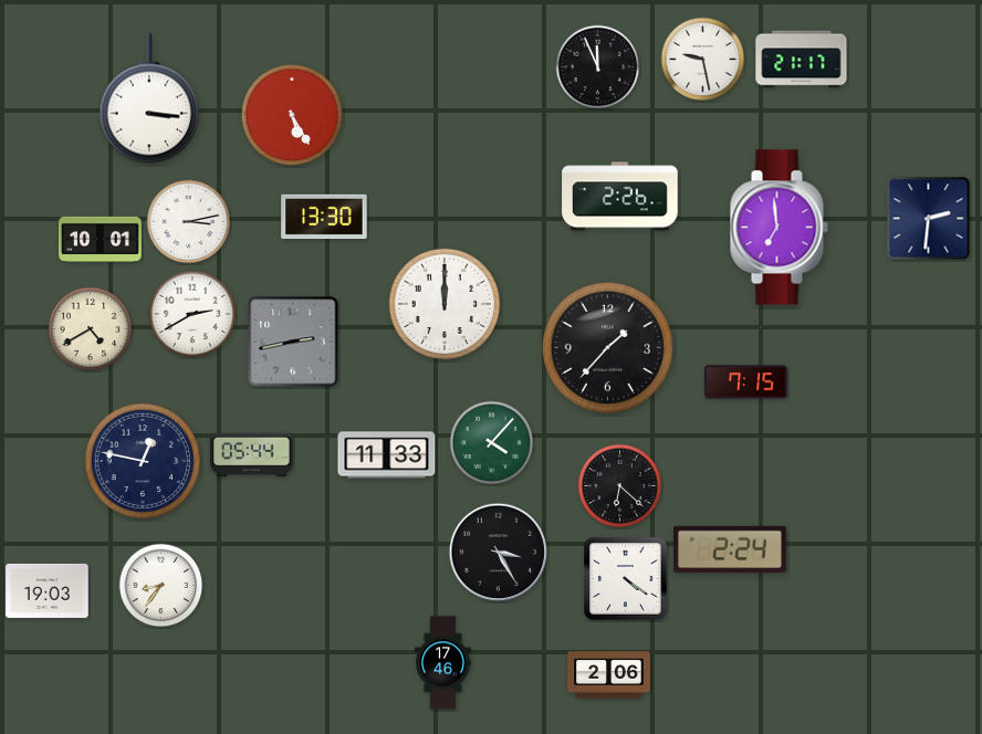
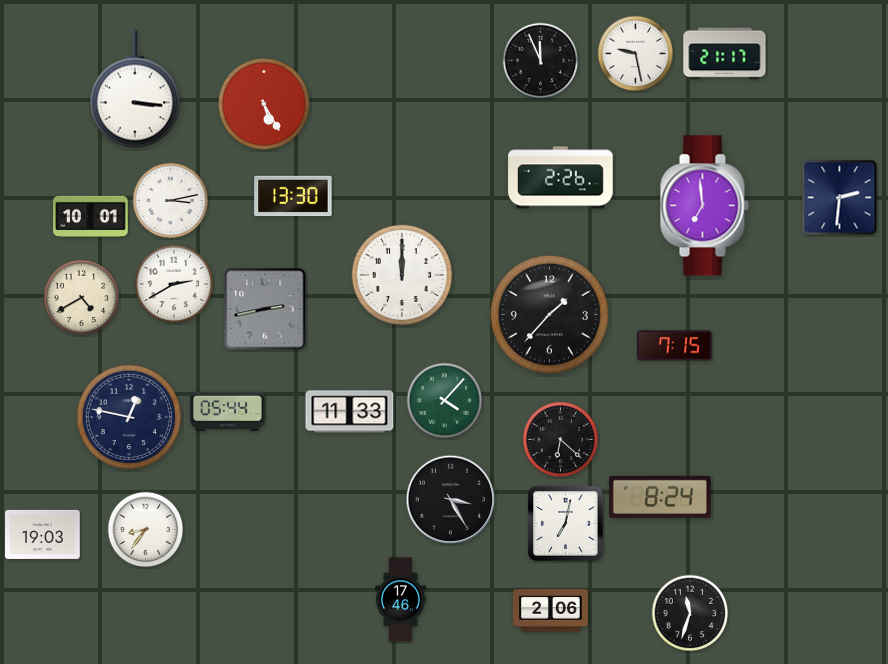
clock at (730, 549): 2:24 -> 8:24
clock at (626, 579): 4:21 -> 7:02
clock at (690, 613): none -> 11:33
